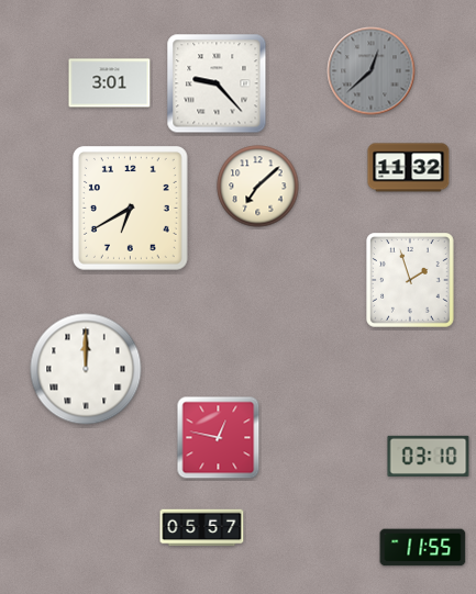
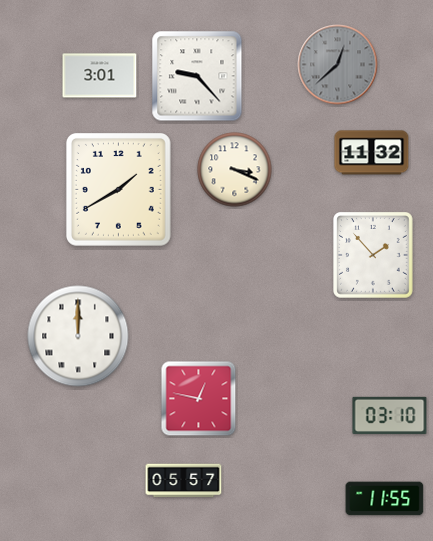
clock at (258, 187): 7:08 -> 3:19
clock at (130, 209): 6:40 -> 1:40
clock at (411, 281): 1:57 -> 1:53
